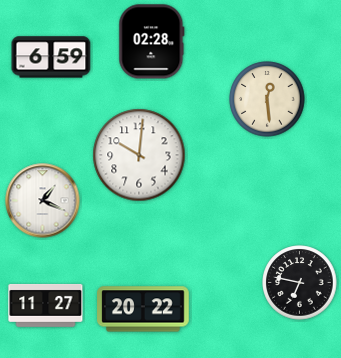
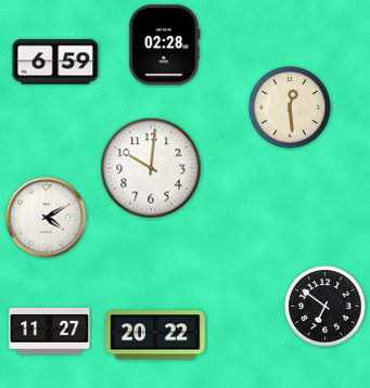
clock at (43, 201): 1:19 -> 4:10
clock at (300, 283): 6:47 -> 6:51
